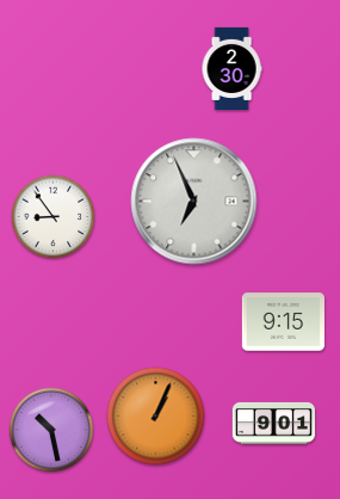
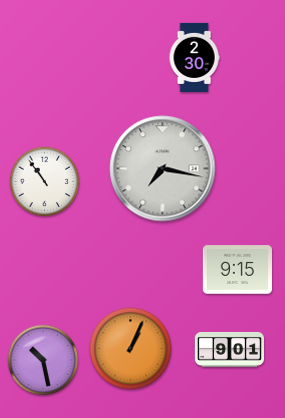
clock at (194, 202): 6:56 -> 7:17
clock at (54, 217): 8:54 -> 10:54
clock at (273, 423) position: (273, 423) -> (229, 349)
